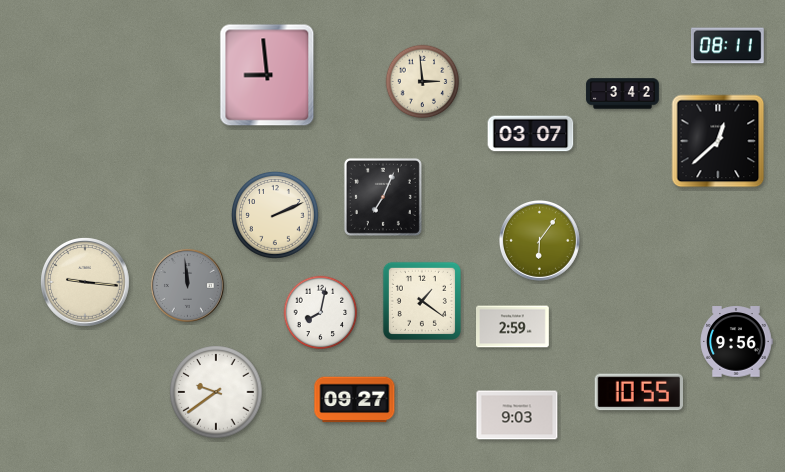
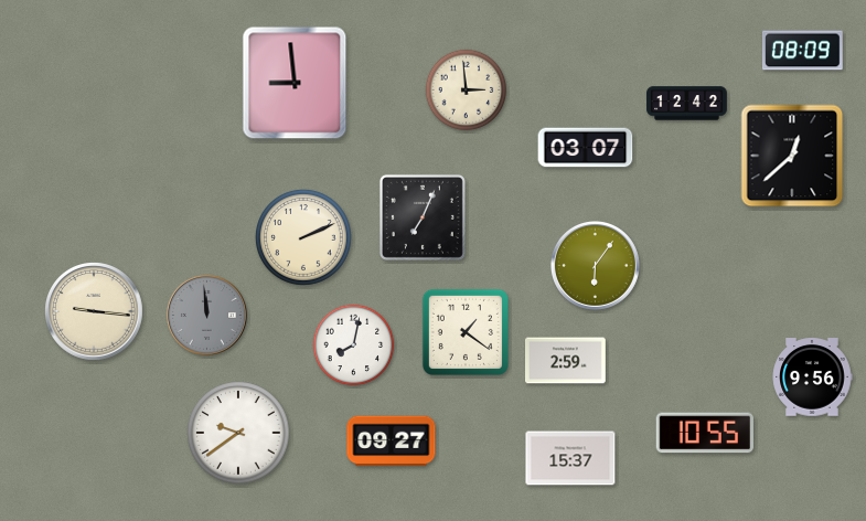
clock at (728, 46): 08:11 -> 08:09
clock at (623, 94): 3:42 -> 12:42
clock at (517, 415): 9:03 -> 15:37
